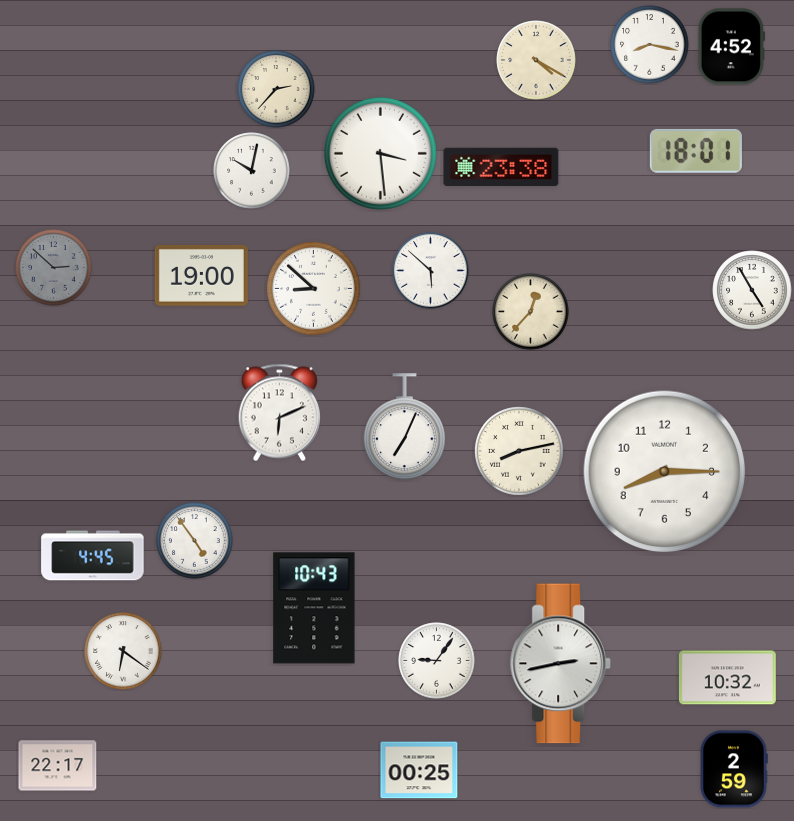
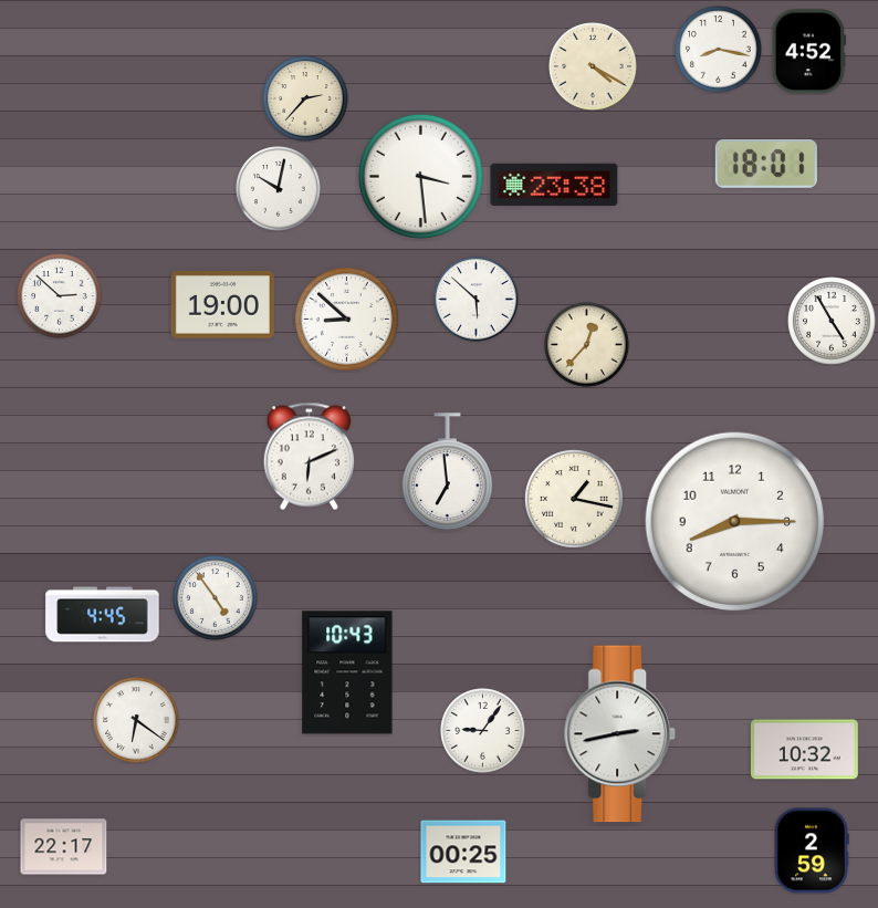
clock at (696, 151) position: (696, 151) -> (766, 164)
clock at (380, 153) position: (380, 153) -> (420, 176)
clock at (54, 268) dial: grey -> white
clock at (404, 427): 7:04 -> 6:59
clock at (520, 452): 8:13 -> 1:17
